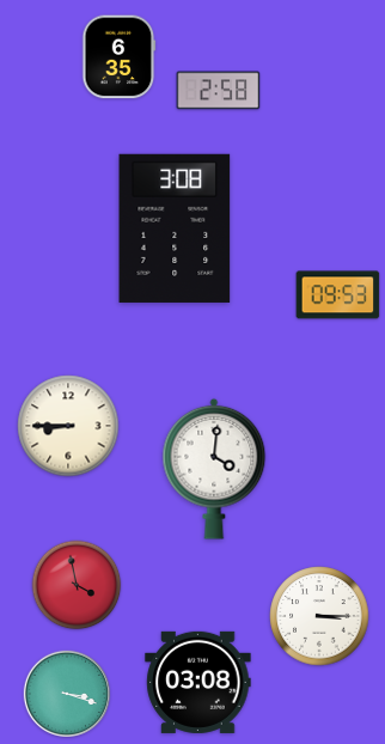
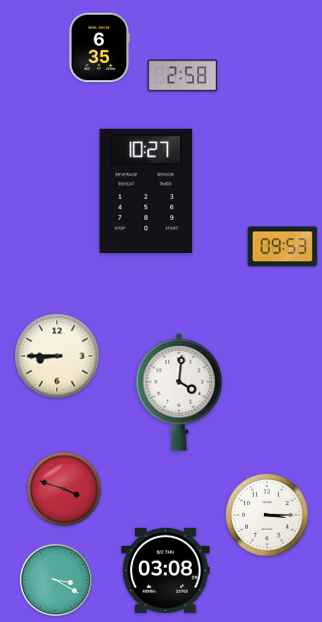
clock at (175, 228): 3:08 -> 10:27
clock at (77, 585): 3:58 -> 3:48
clock at (66, 693): 3:18 -> 3:20
